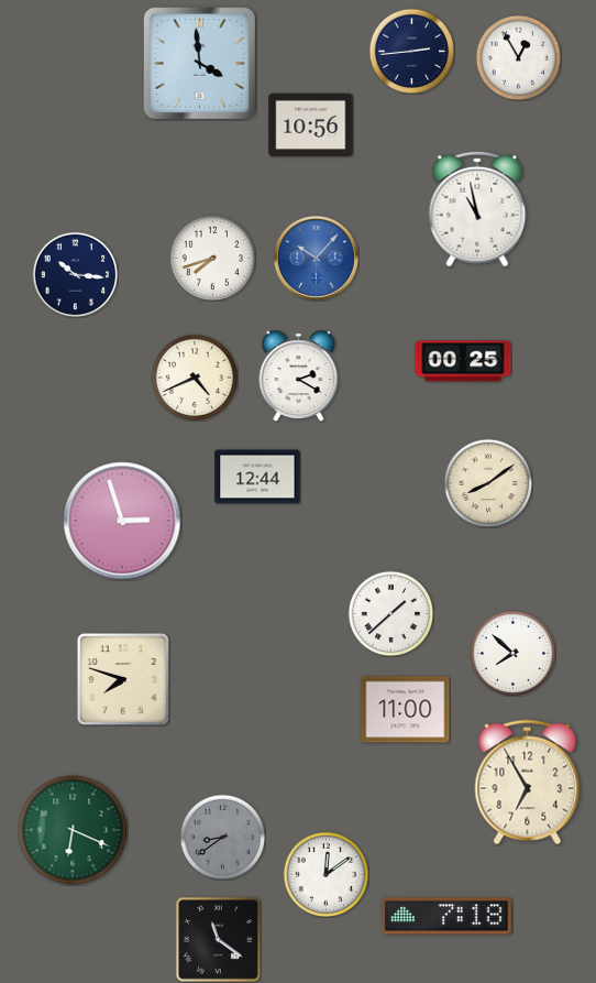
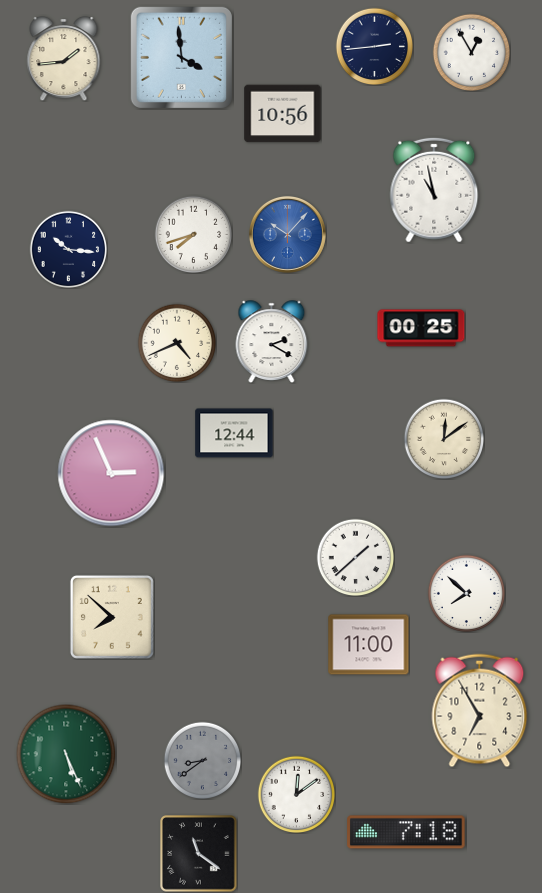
clock at (64, 59): none -> 1:44
clock at (488, 483): 8:09 -> 12:09
clock at (122, 521): 2:57 -> 2:56
clock at (123, 679): 7:48 -> 7:52
clock at (73, 830): 6:19 -> 5:26
